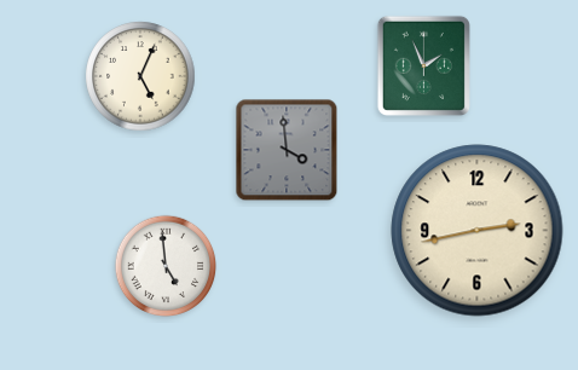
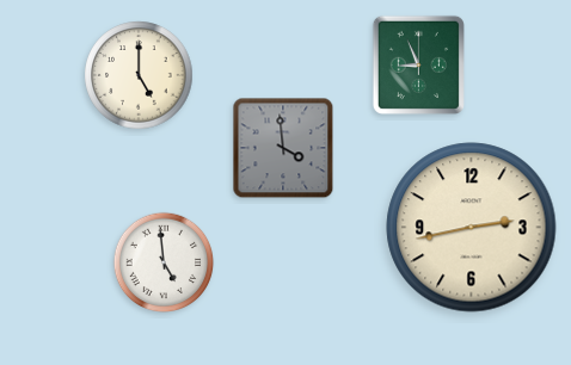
clock at (423, 65): 1:56 -> 8:56
clock at (140, 76): 5:04 -> 5:00
